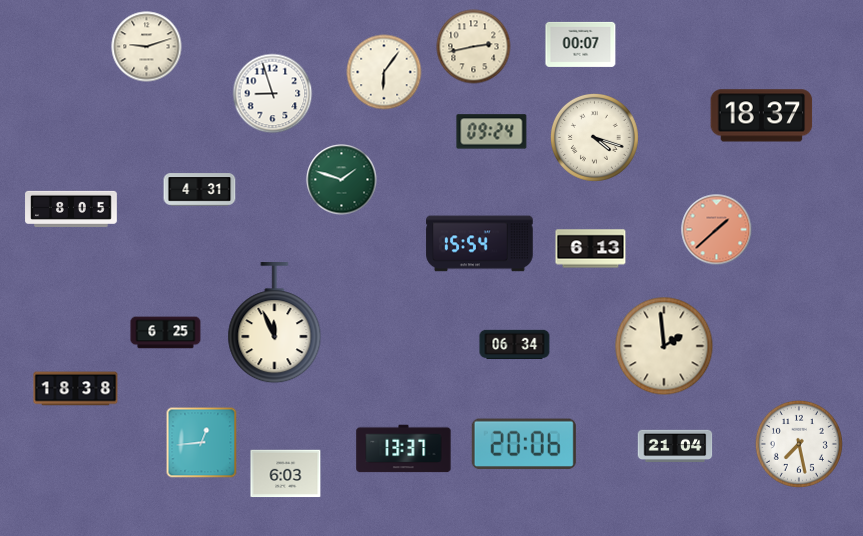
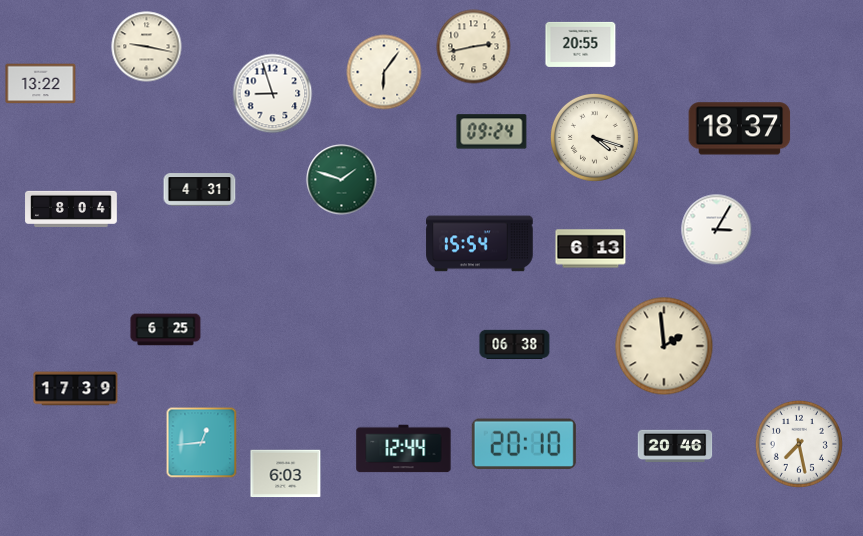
clock at (581, 44): 00:07 -> 20:55
clock at (147, 47): 9:12 -> 9:17
clock at (41, 84): none -> 13:22
clock at (762, 116) position: (762, 116) -> (740, 129)
clock at (71, 208): 8:05 -> 8:04
clock at (717, 230): 1:38 -> 3:05
clock at (717, 230) dial: salmon -> white
clock at (275, 323): 11:56 -> none
clock at (166, 333) position: (166, 333) -> (166, 330)
clock at (515, 345): 06:34 -> 06:38
clock at (76, 389): 18:38 -> 17:39
clock at (524, 444): 20:06 -> 20:10
clock at (675, 446): 21:04 -> 20:46
clock at (404, 449): 13:37 -> 12:44
